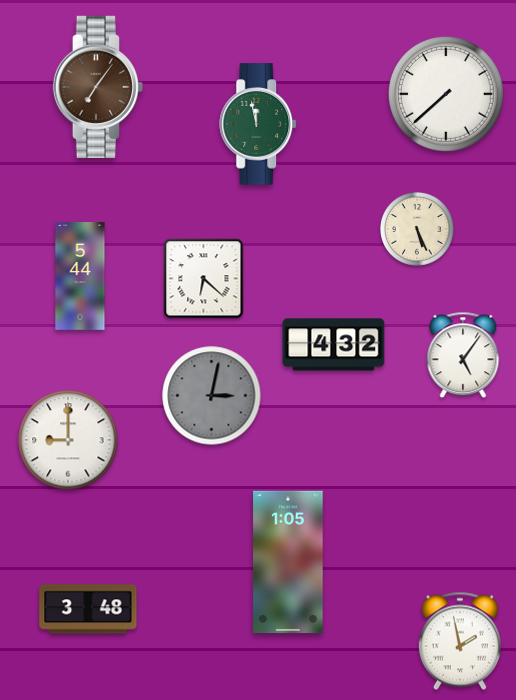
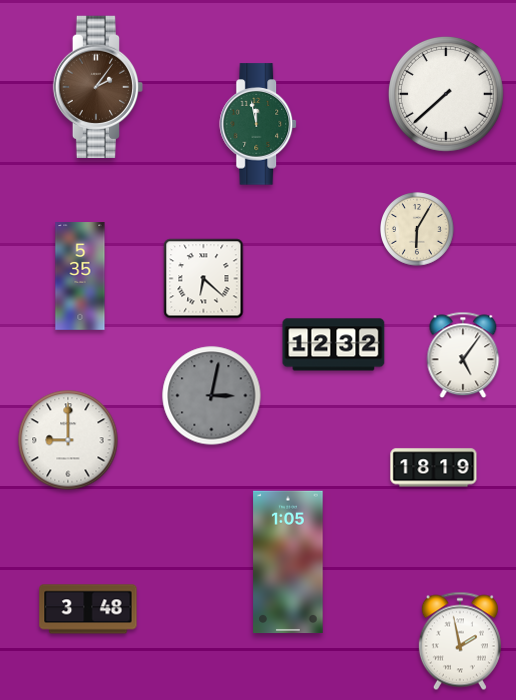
clock at (97, 86): 7:06 -> 2:06
clock at (418, 230): 5:26 -> 6:05
clock at (80, 276): 5:44 -> 5:35
clock at (334, 345): 4:32 -> 12:32
clock at (434, 468): none -> 18:19
